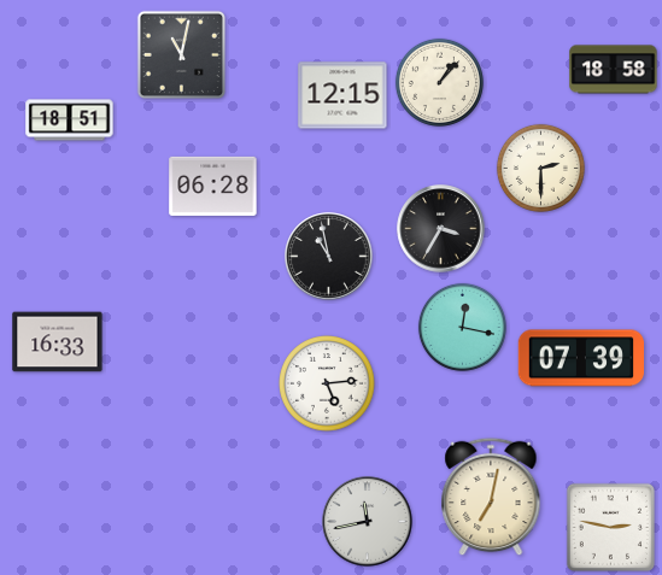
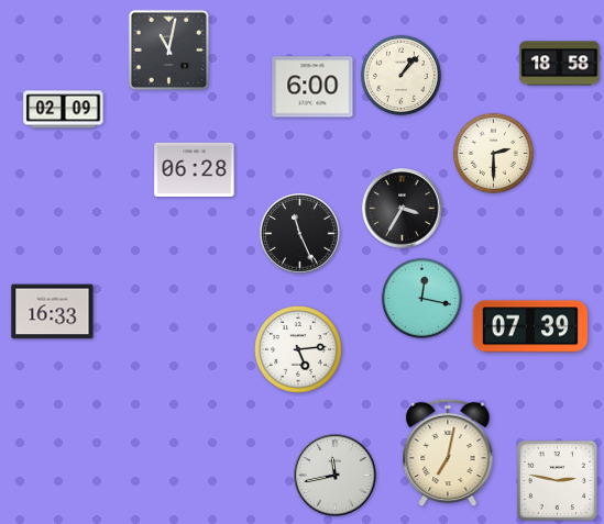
clock at (181, 54) position: (181, 54) -> (168, 49)
clock at (342, 95): 12:15 -> 6:00
clock at (70, 121): 18:51 -> 02:09
clock at (329, 257): 10:58 -> 11:26
